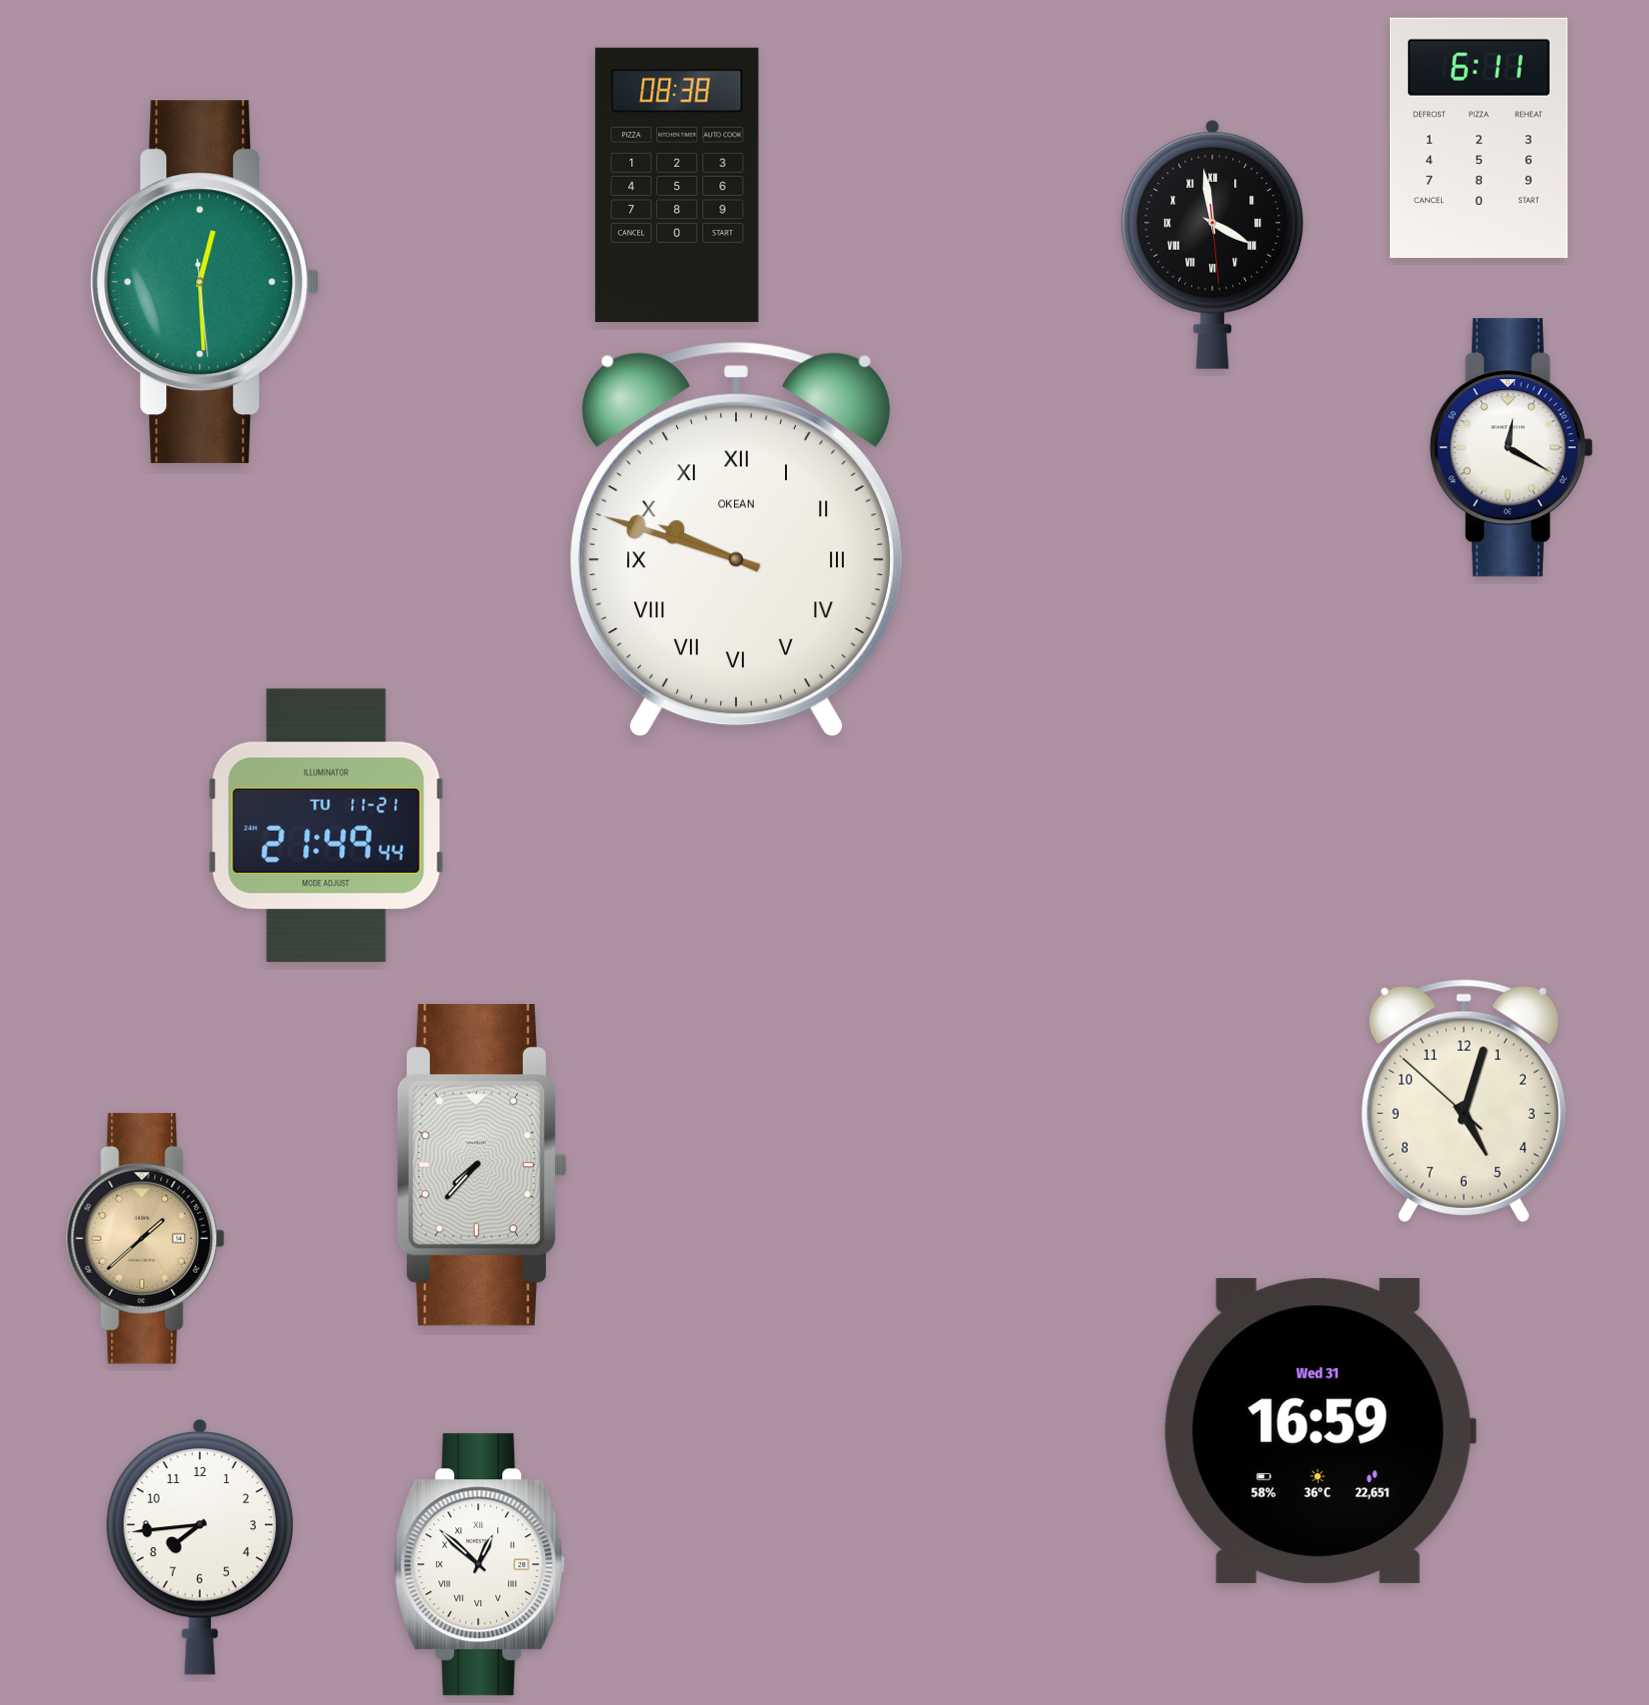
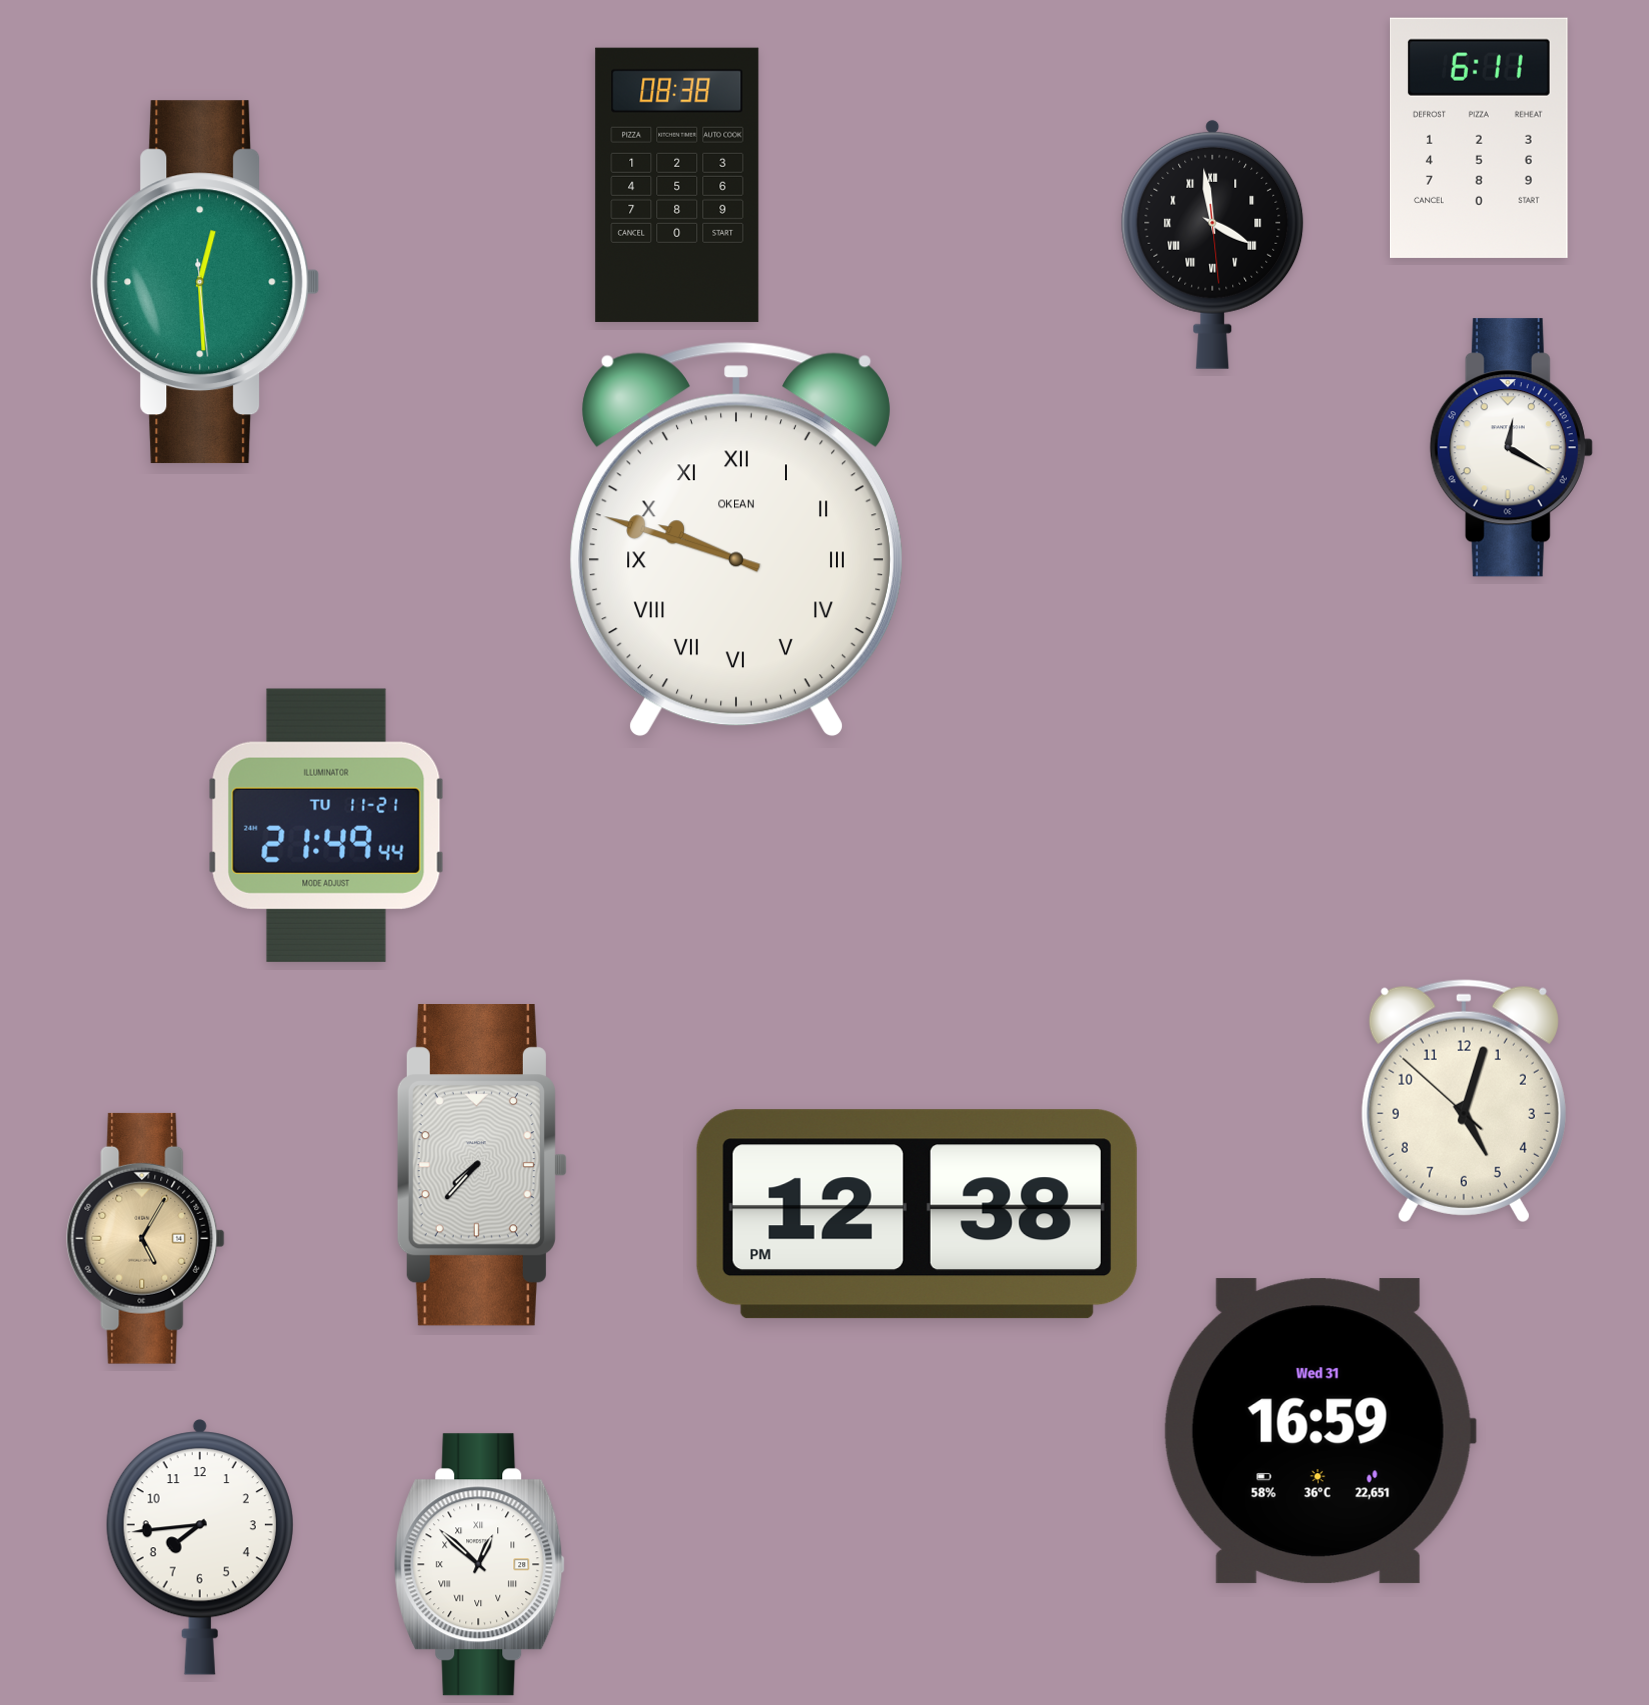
clock at (917, 1214): none -> 12:38
clock at (146, 1238): 1:38 -> 5:05
